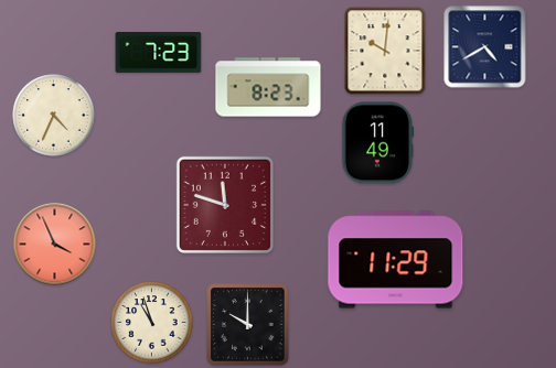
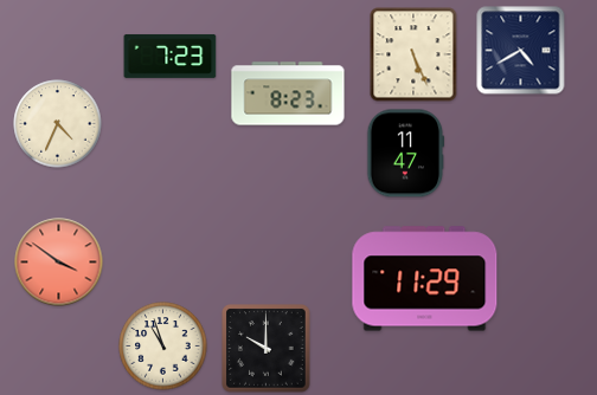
clock at (385, 51): 10:01 -> 5:26
clock at (378, 143): 11:49 -> 11:47
clock at (225, 205): 11:48 -> none
clock at (55, 245): 3:56 -> 3:51
